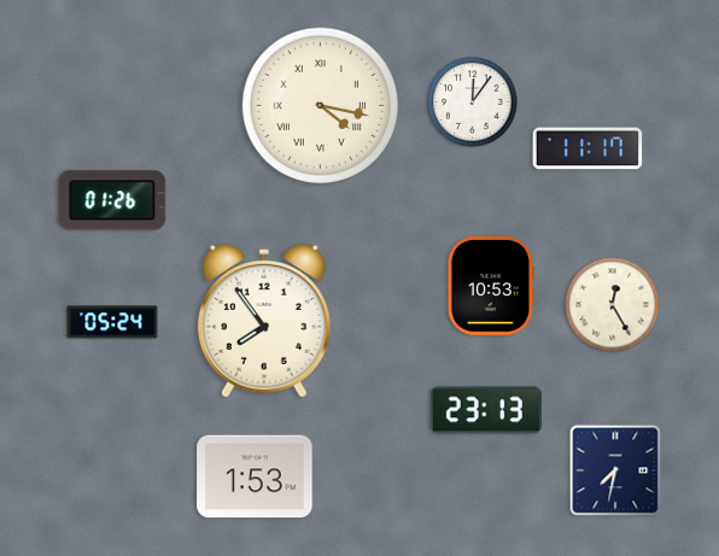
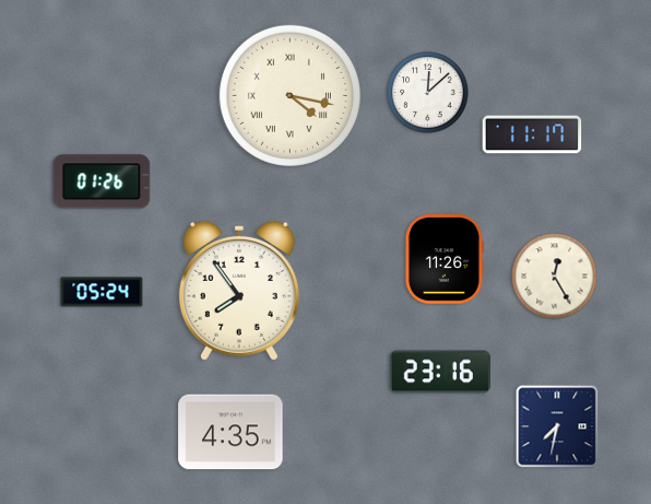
clock at (473, 103): 12:06 -> 12:08
clock at (491, 287): 10:53 -> 11:26
clock at (486, 410): 23:13 -> 23:16
clock at (255, 476): 1:53 -> 4:35
